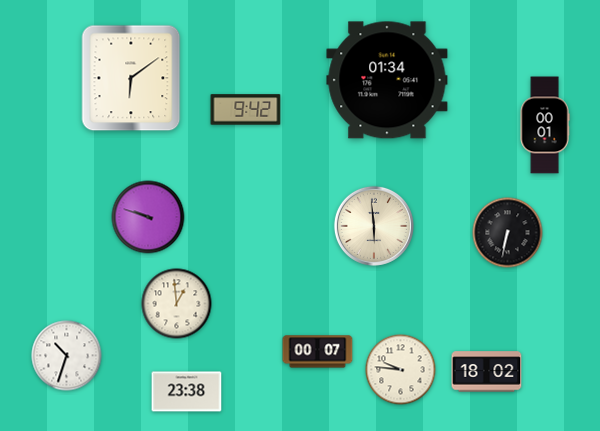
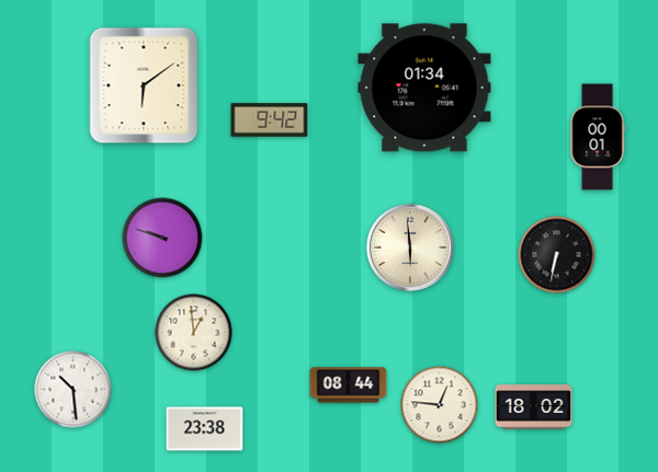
clock at (318, 352): 00:07 -> 08:44
clock at (67, 356): 10:33 -> 10:29
clock at (401, 370): 9:46 -> 12:46
